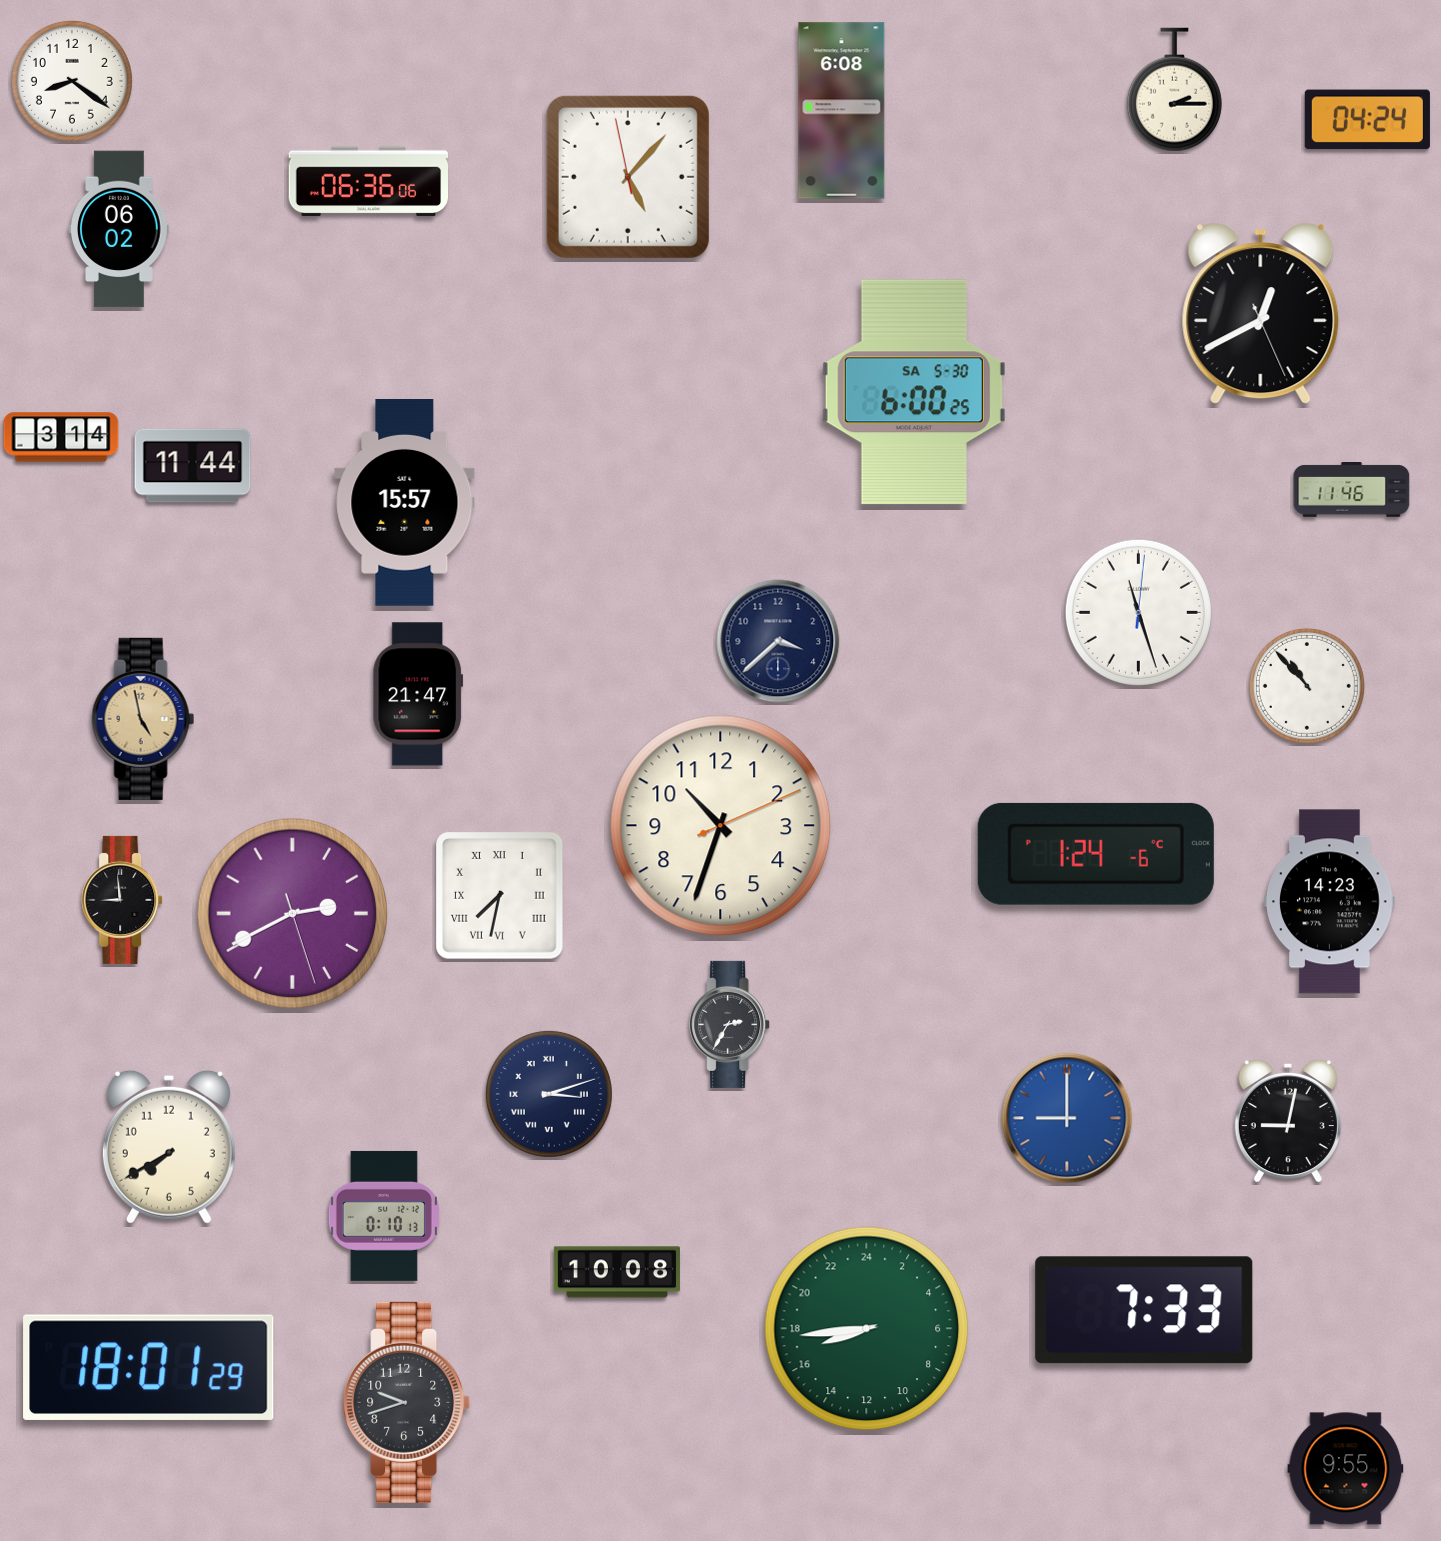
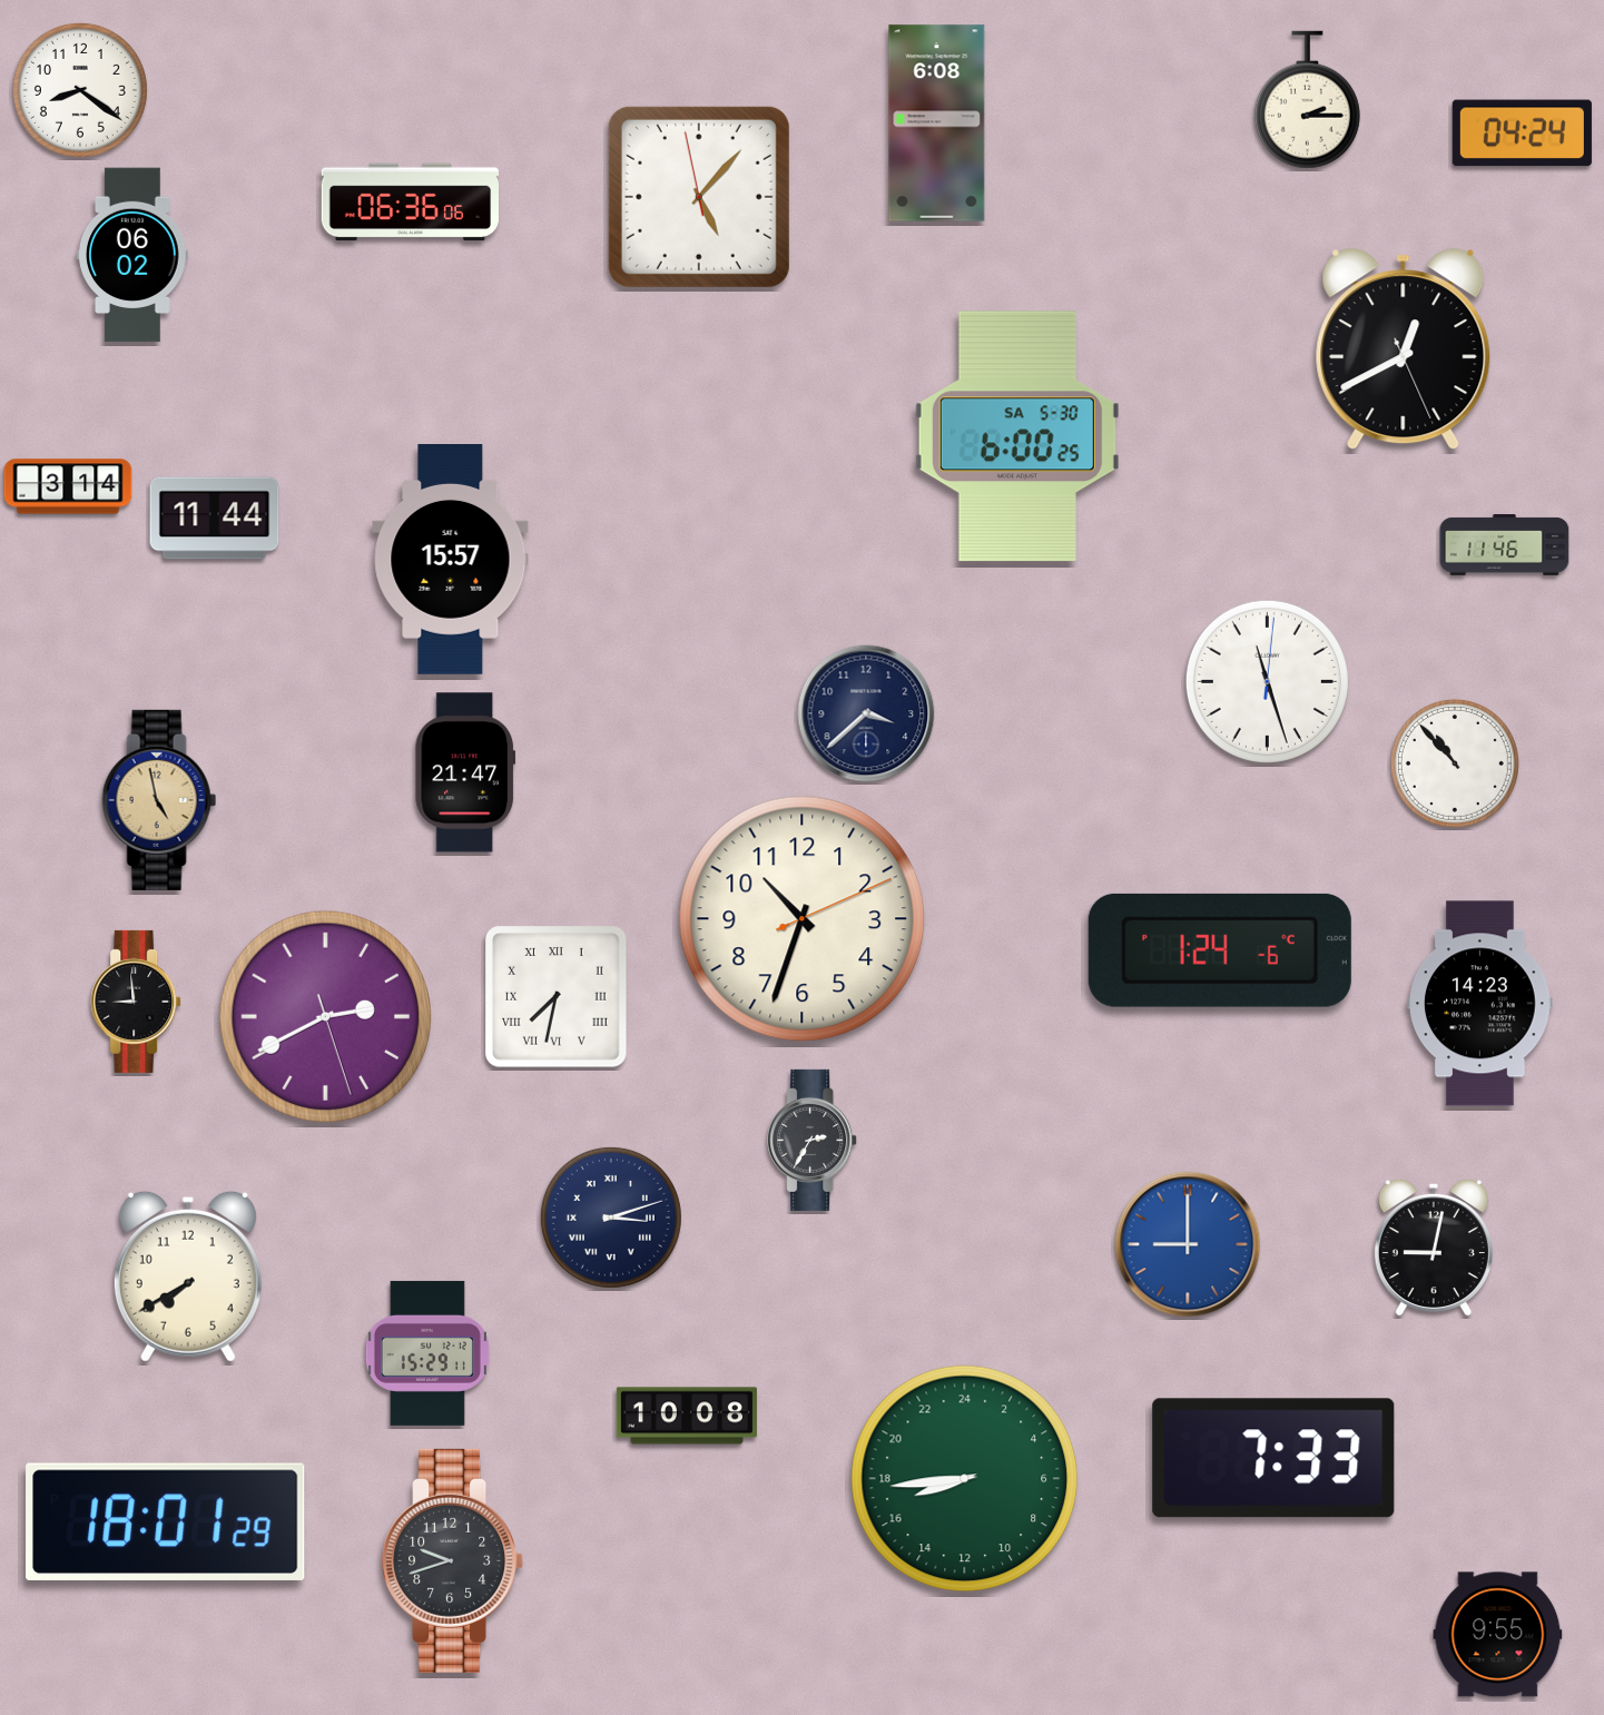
clock at (384, 1216): 0:10 -> 15:29
